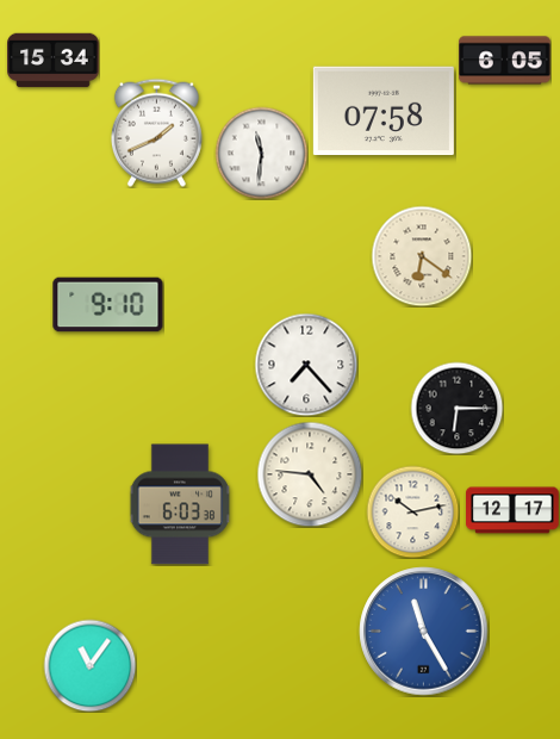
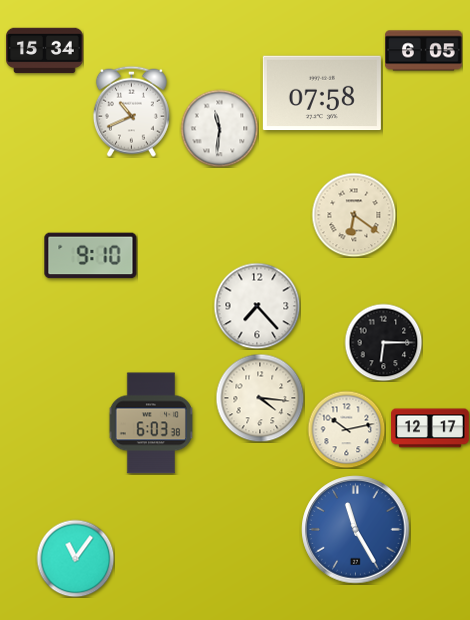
clock at (156, 132): 1:41 -> 10:41
clock at (310, 474): 4:46 -> 4:16
